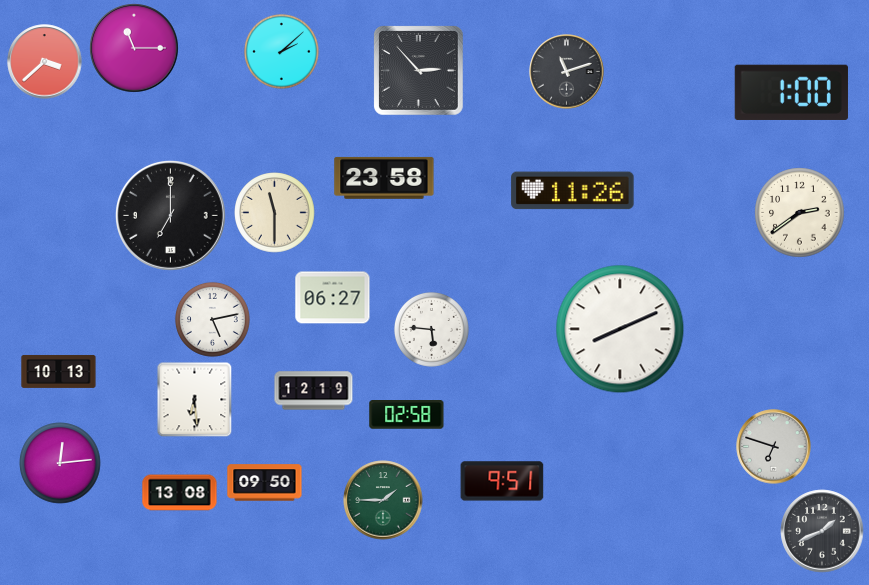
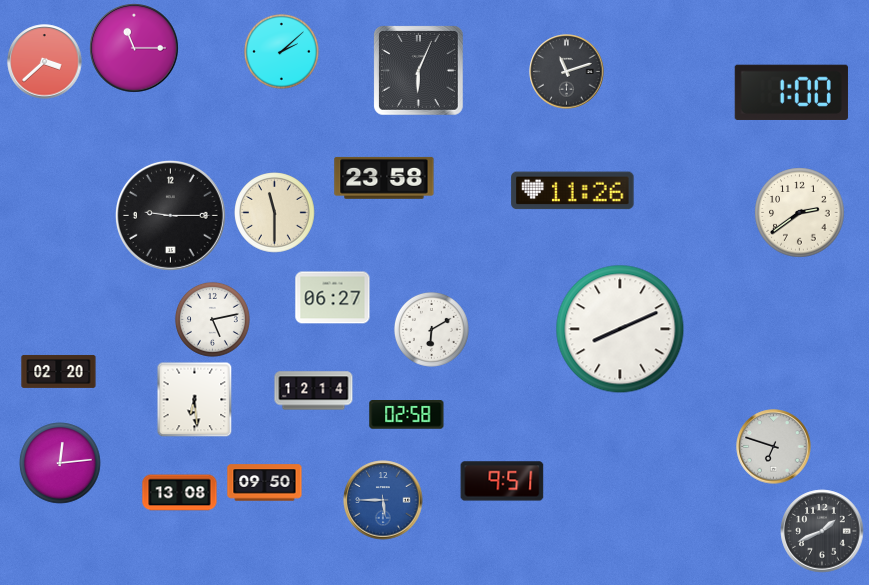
clock at (419, 71): 2:53 -> 6:04
clock at (170, 215): 7:00 -> 9:15
clock at (431, 329): 5:46 -> 6:10
clock at (59, 371): 10:13 -> 02:20
clock at (314, 391): 12:19 -> 12:14
clock at (383, 500): 1:45 -> 5:45
clock at (383, 500) dial: green -> blue
